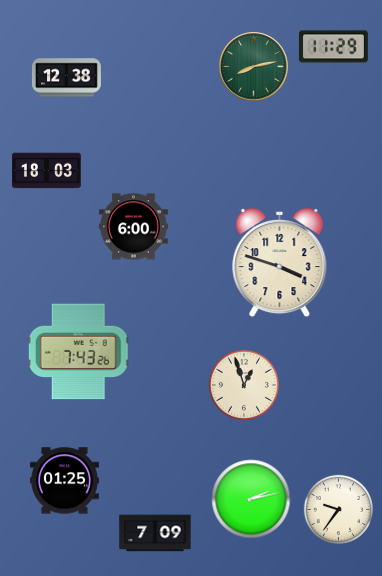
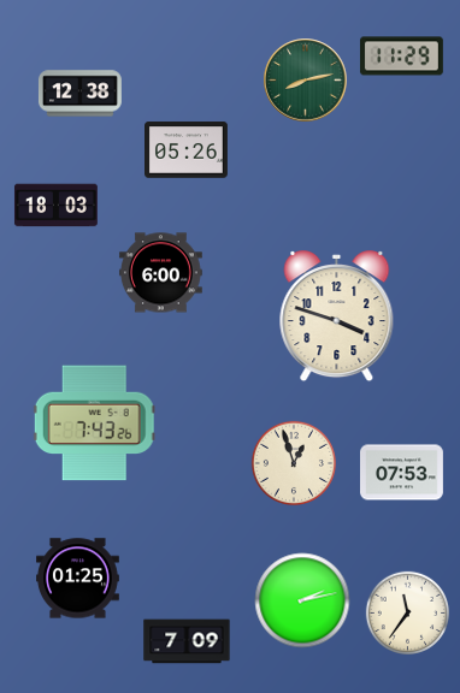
clock at (187, 150): none -> 05:26
clock at (402, 473): none -> 07:53
clock at (338, 509): 9:36 -> 11:36
